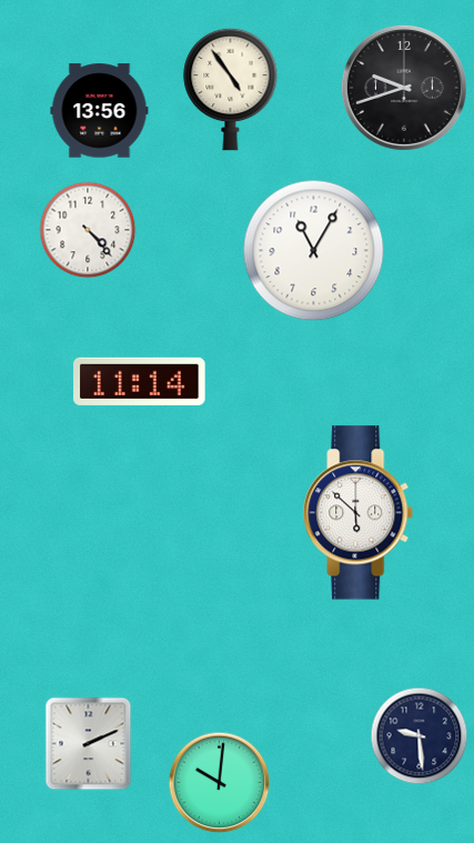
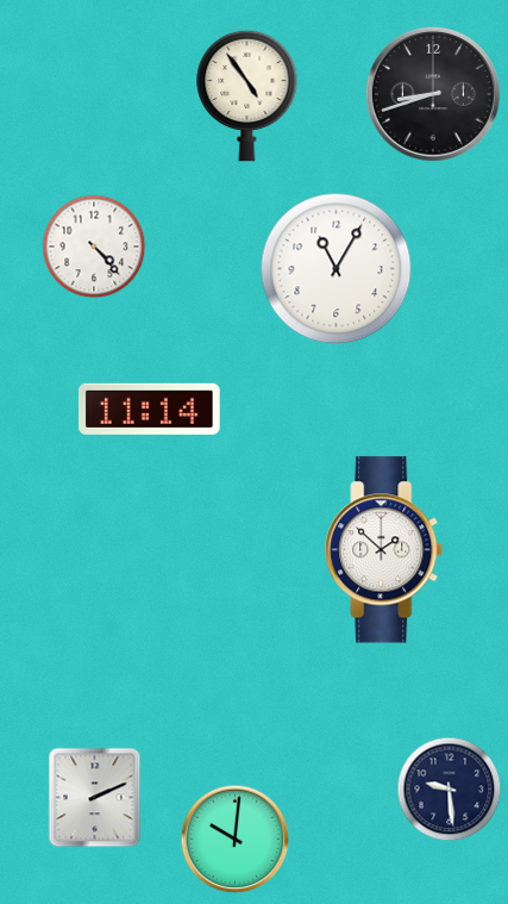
clock at (404, 88): 9:42 -> 8:42
clock at (100, 111): 13:56 -> none
clock at (359, 513): 5:52 -> 1:52
